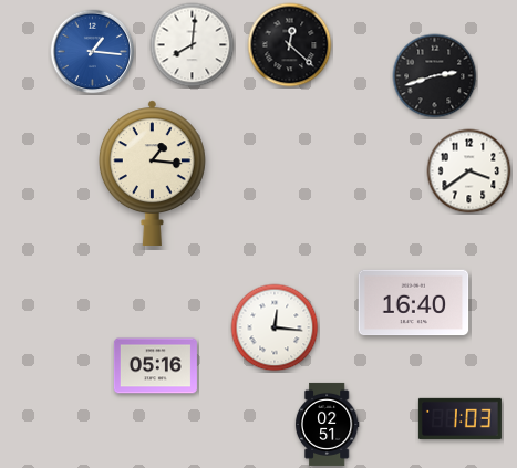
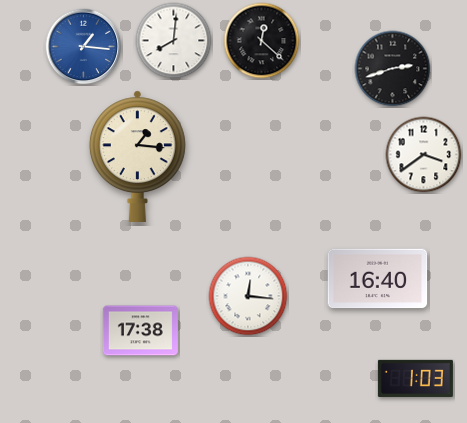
clock at (414, 303) position: (414, 303) -> (378, 279)
clock at (155, 366): 05:16 -> 17:38
clock at (327, 424): 02:51 -> none
